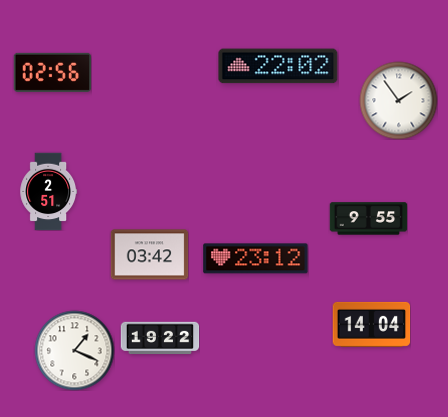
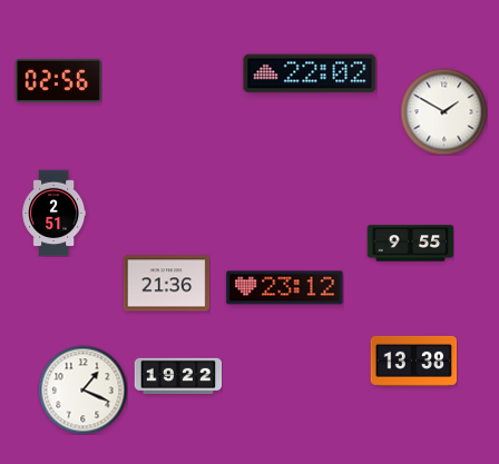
clock at (398, 100): 1:54 -> 1:50
clock at (149, 255): 03:42 -> 21:36
clock at (371, 324): 14:04 -> 13:38
